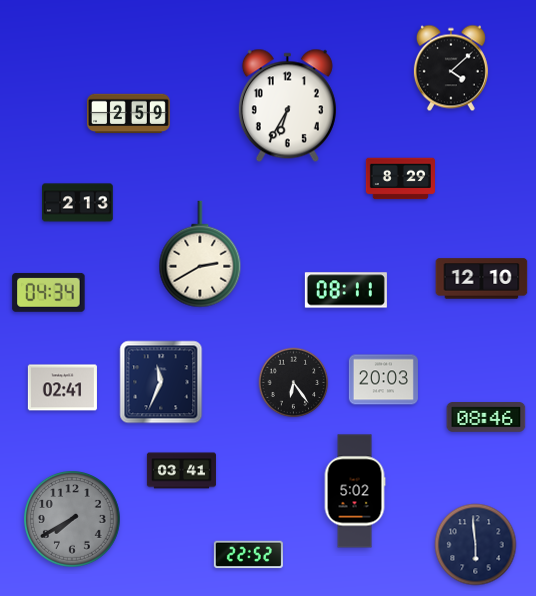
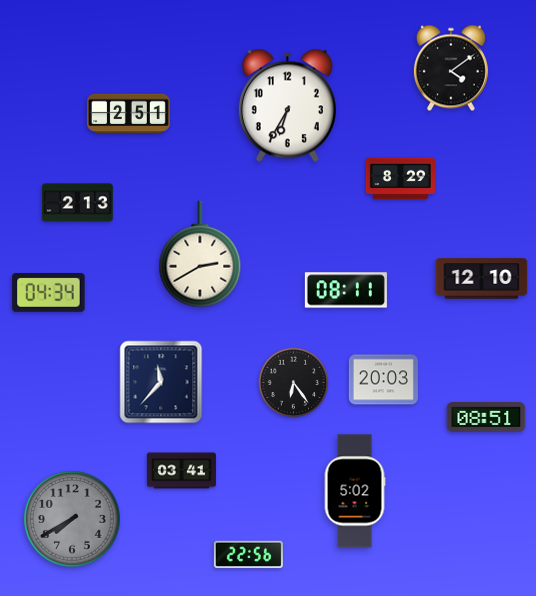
clock at (451, 68): 4:08 -> 4:09
clock at (128, 114): 2:59 -> 2:51
clock at (161, 382): 11:34 -> 11:37
clock at (62, 388): 02:41 -> none
clock at (486, 418): 08:46 -> 08:51
clock at (476, 545): 5:59 -> none
clock at (248, 555): 22:52 -> 22:56
